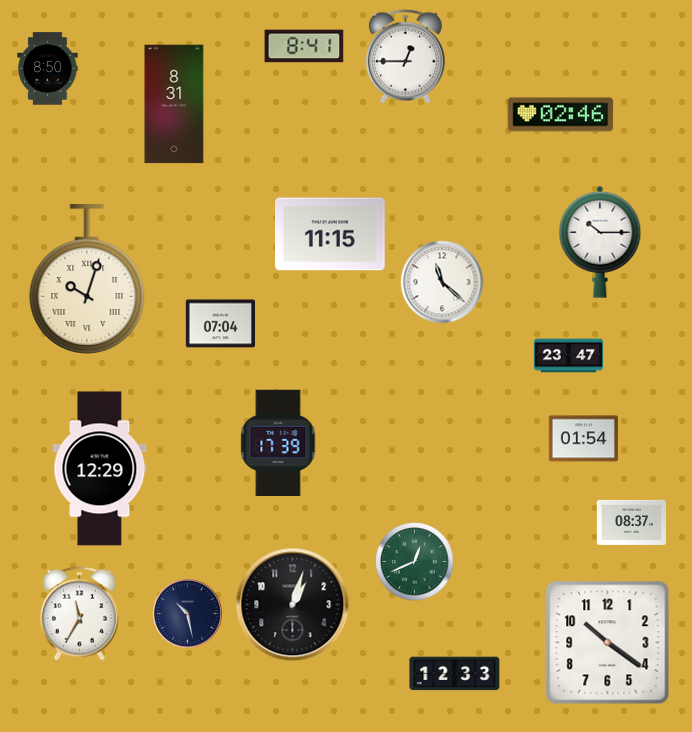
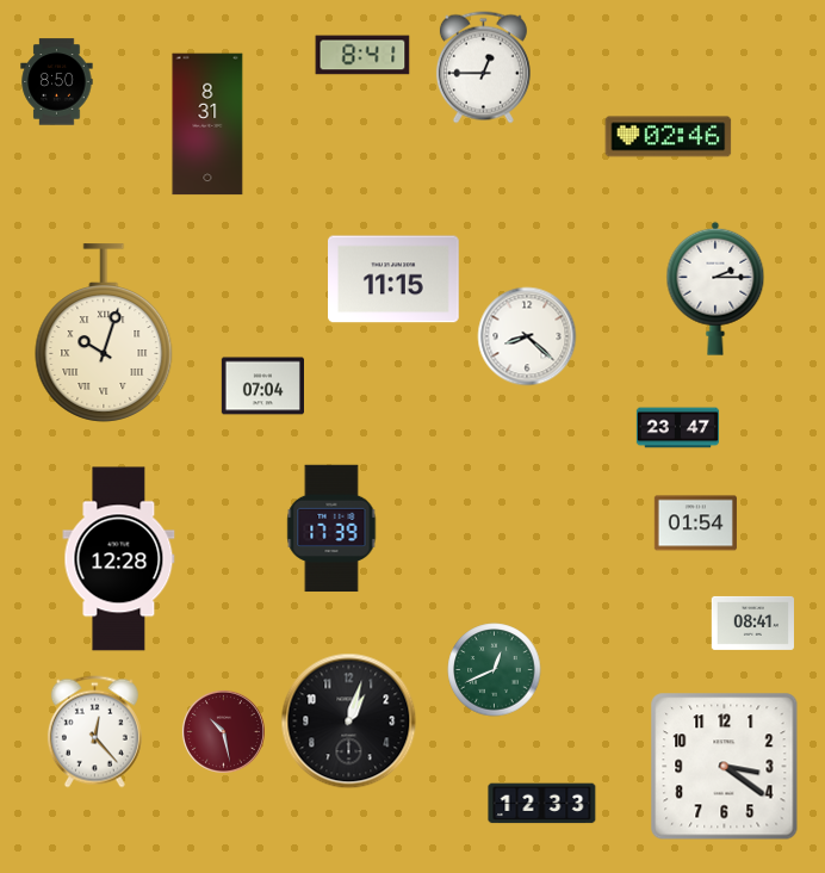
clock at (600, 242): 10:15 -> 2:15
clock at (442, 282): 11:22 -> 8:22
clock at (568, 356) position: (568, 356) -> (677, 428)
clock at (100, 469): 12:29 -> 12:28
clock at (631, 522): 08:37 -> 08:41
clock at (187, 613) dial: navy -> burgundy
clock at (79, 614): 11:35 -> 12:23
clock at (608, 643): 10:21 -> 3:21
